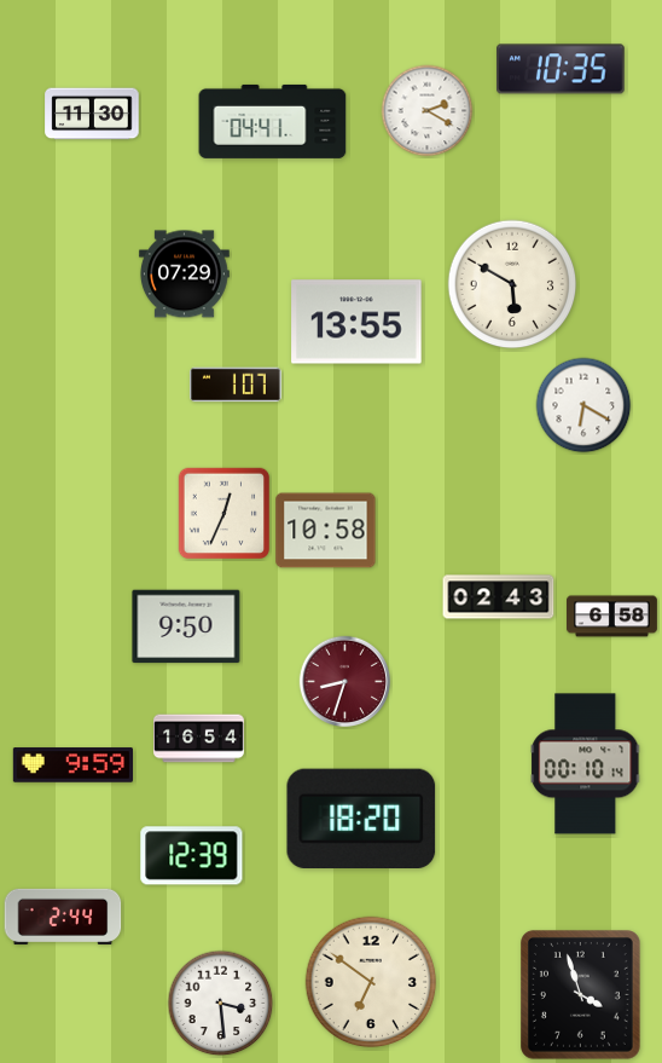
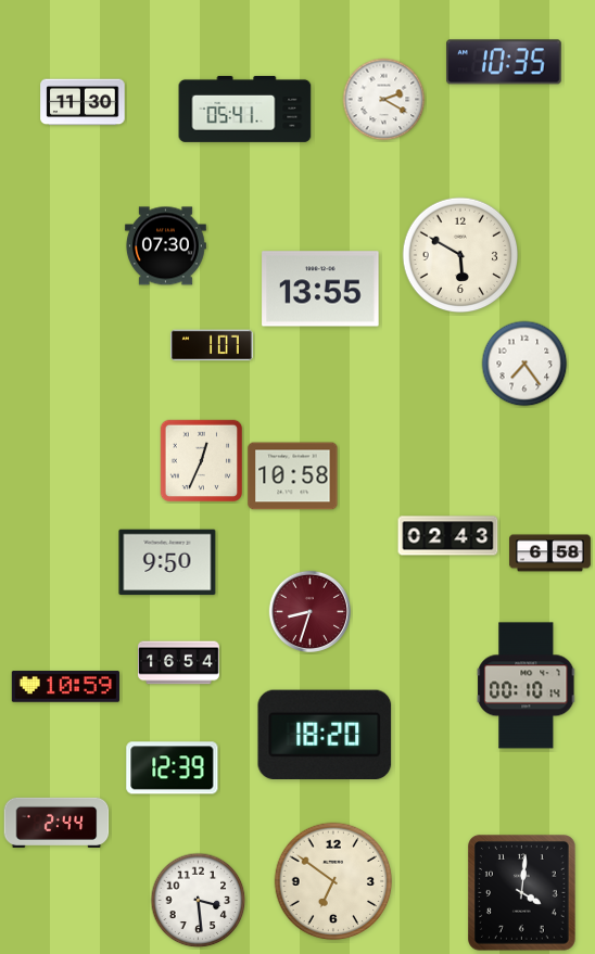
clock at (273, 121): 04:41 -> 05:41
clock at (184, 275): 07:29 -> 07:30
clock at (583, 405): 6:20 -> 7:24
clock at (72, 766): 9:59 -> 10:59
clock at (581, 995): 3:57 -> 4:01
